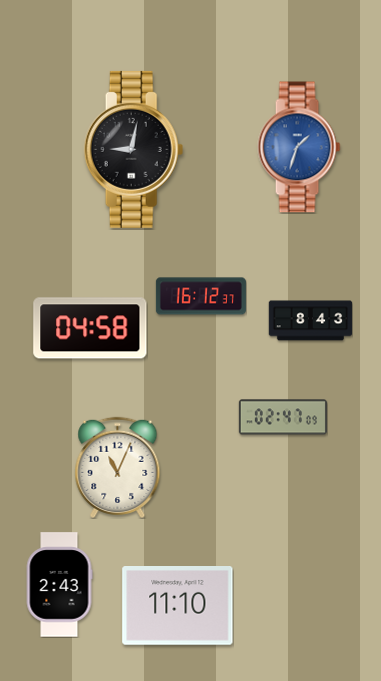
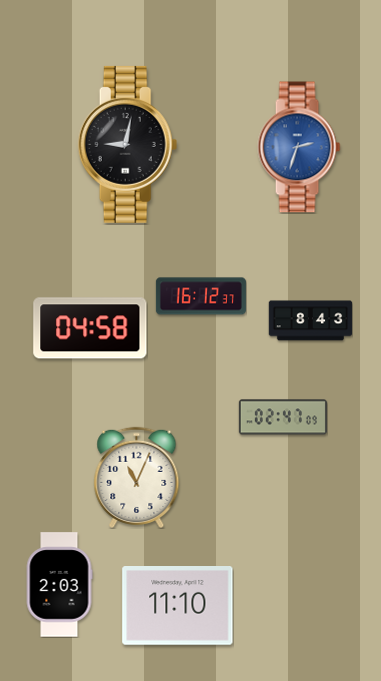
clock at (299, 147): 1:33 -> 2:33
clock at (134, 149) position: (134, 149) -> (128, 144)
clock at (118, 467) position: (118, 467) -> (137, 477)
clock at (59, 585): 2:43 -> 2:03
